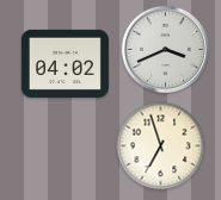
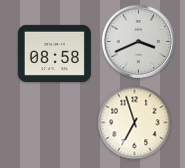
clock at (65, 63): 04:02 -> 08:58
